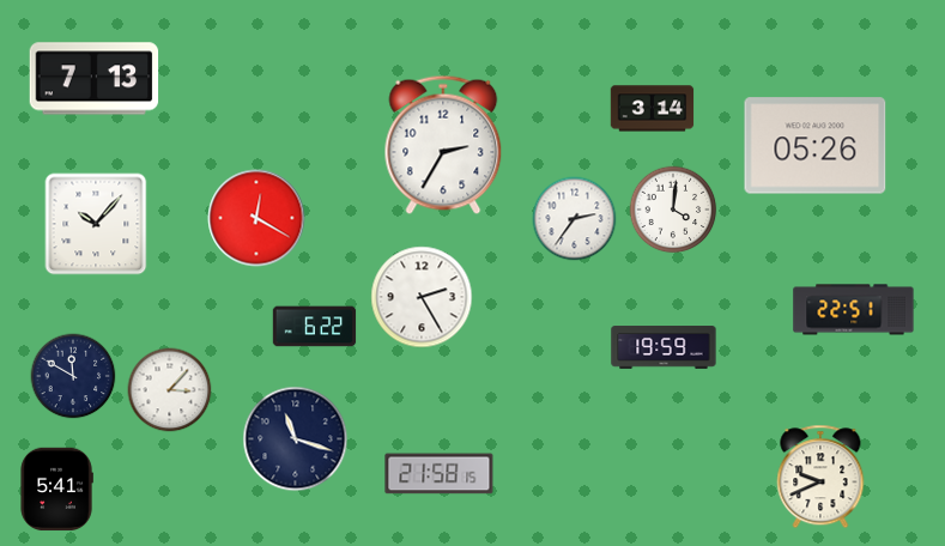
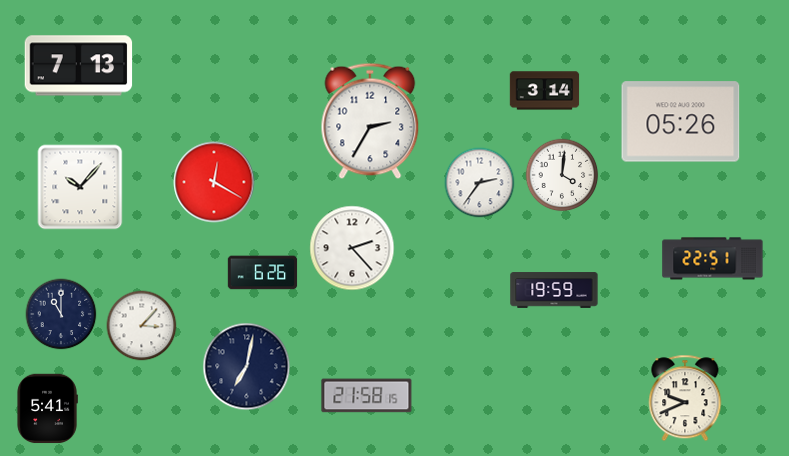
clock at (422, 297): 2:25 -> 2:23
clock at (315, 327): 6:22 -> 6:26
clock at (73, 376): 11:50 -> 11:00
clock at (296, 439): 11:18 -> 7:02
